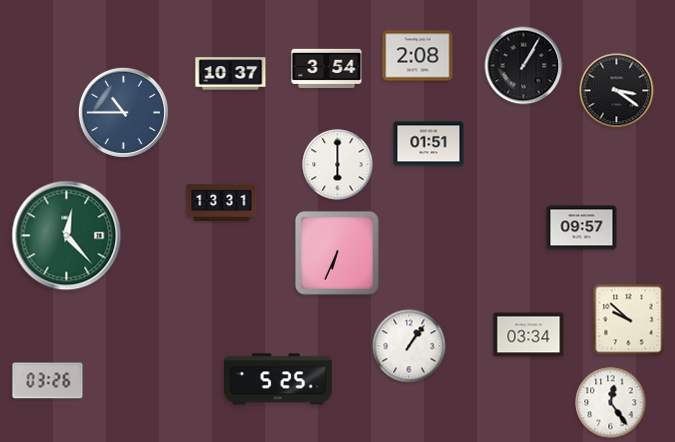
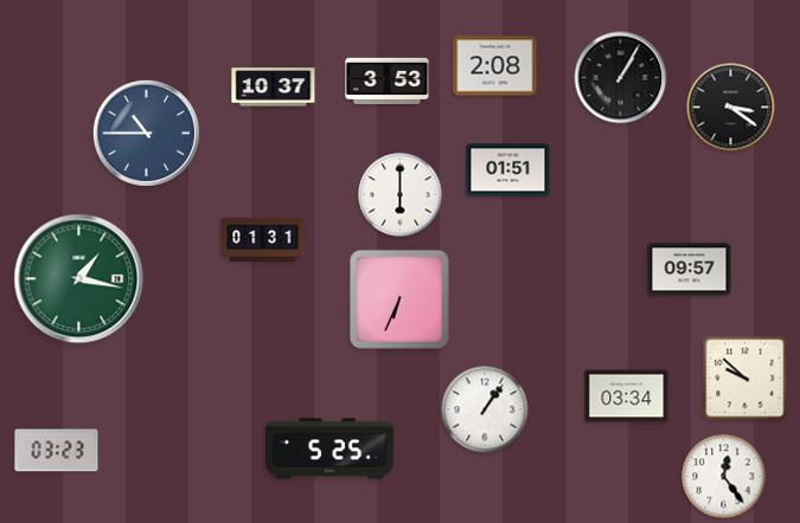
clock at (327, 68): 3:54 -> 3:53
clock at (222, 202): 13:31 -> 01:31
clock at (67, 236): 12:23 -> 1:17
clock at (48, 381): 03:26 -> 03:23
